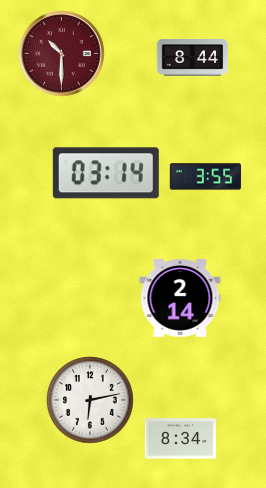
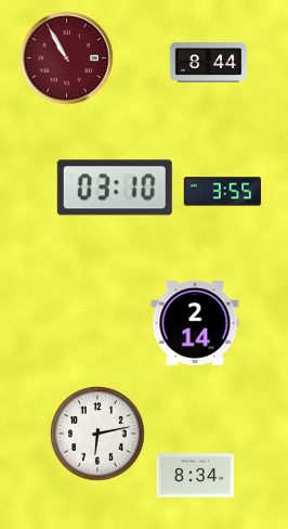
clock at (62, 54): 10:30 -> 10:55
clock at (106, 173): 03:14 -> 03:10
